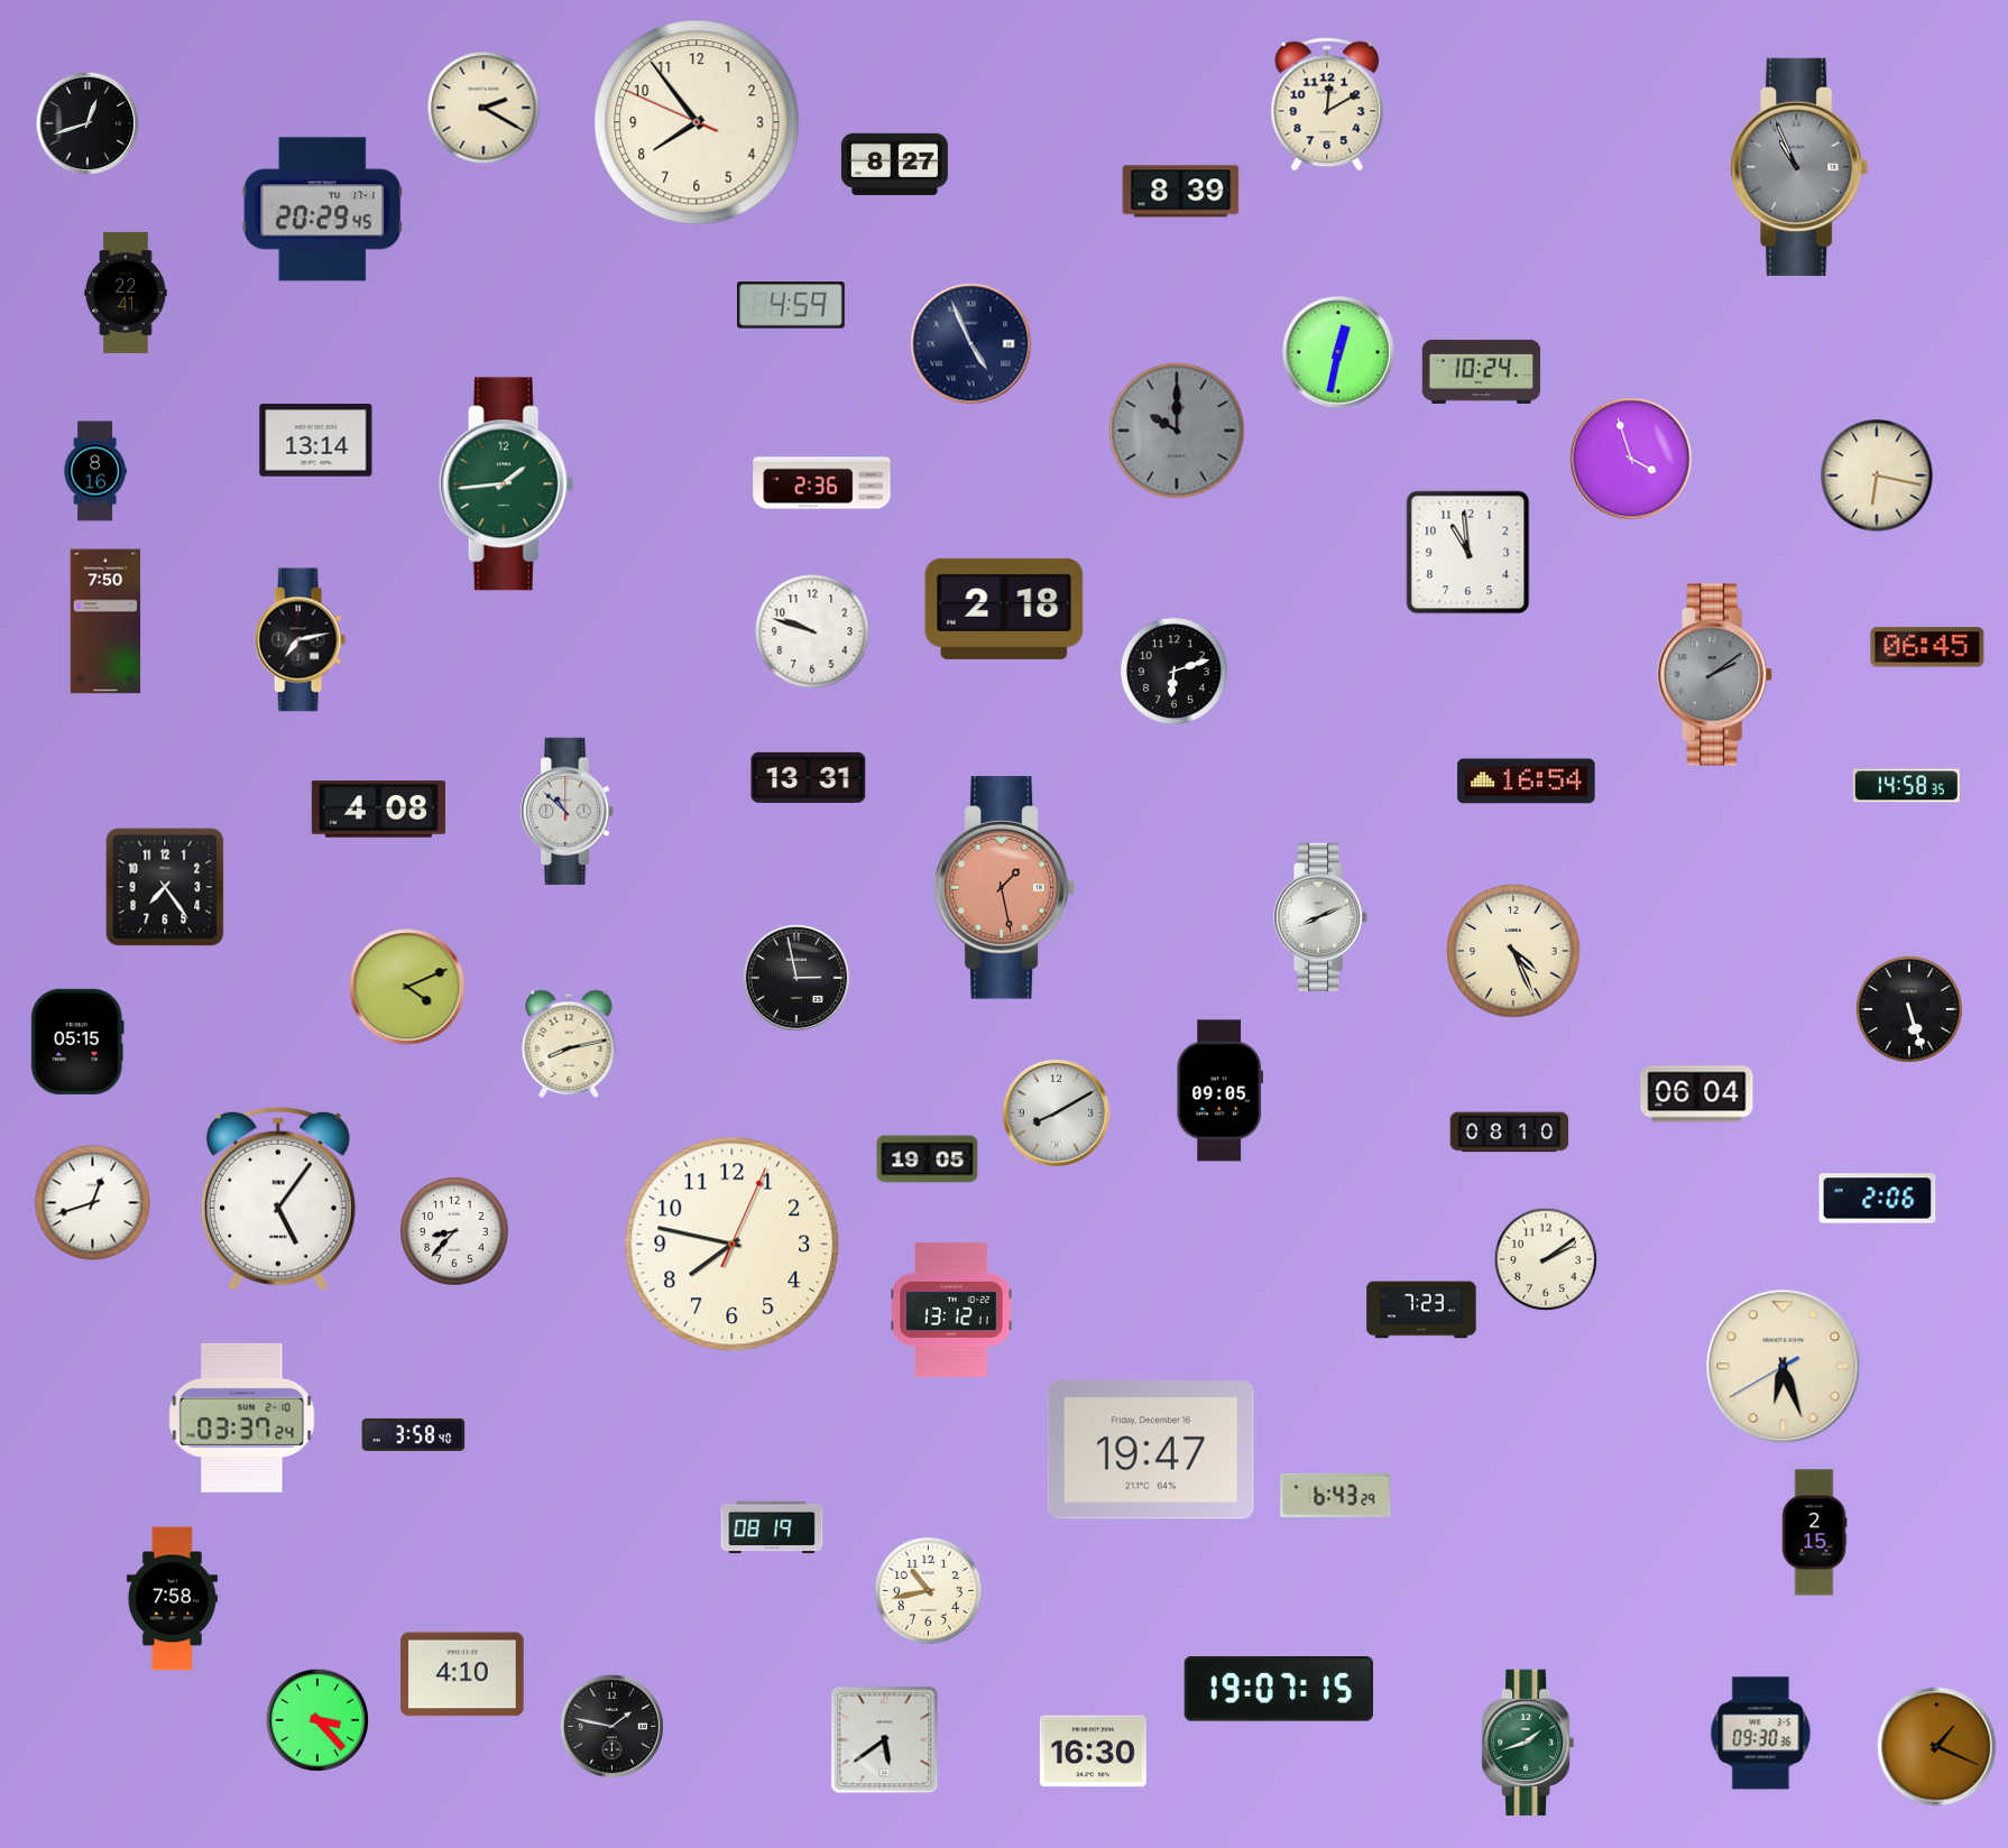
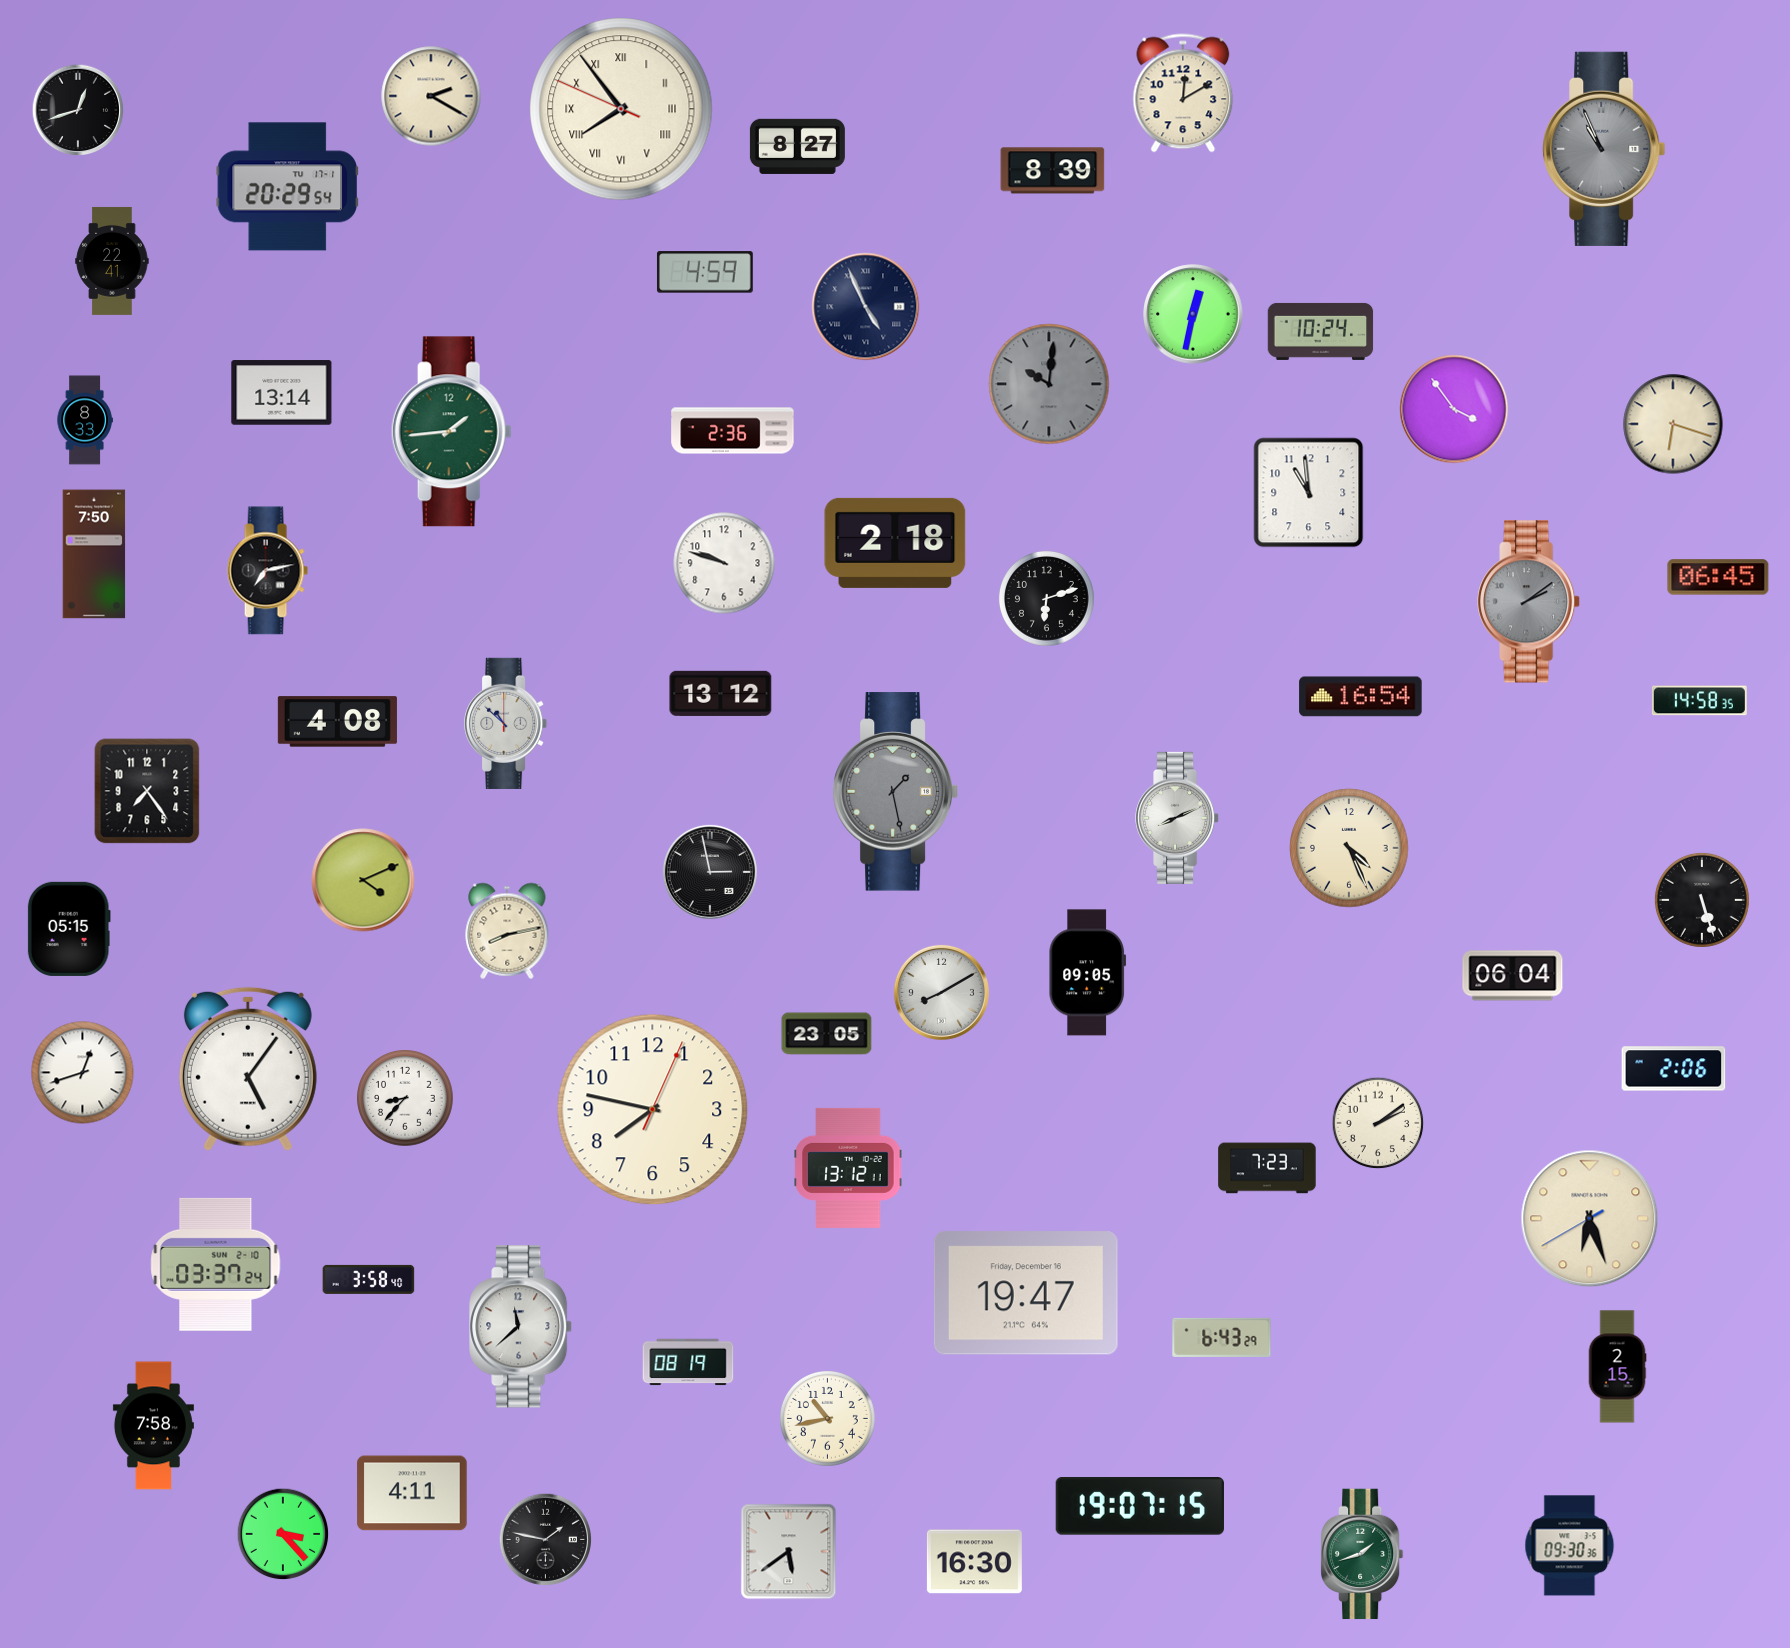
clock at (697, 122) numerals: Arabic -> Roman
clock at (322, 210): 20:29:45 -> 20:29:54
clock at (1177, 431): 10:00 -> 10:01
clock at (1631, 459): 3:57 -> 3:54
clock at (95, 471): 8:16 -> 8:33
clock at (1877, 475): 6:17 -> 6:18
clock at (809, 777): 13:31 -> 13:12
clock at (1004, 888) dial: salmon -> grey
clock at (1510, 1133): 08:10 -> none
clock at (928, 1159): 19:05 -> 23:05
clock at (521, 1327): none -> 11:38
clock at (1336, 1495) position: (1336, 1495) -> (1222, 1337)
clock at (462, 1674): 4:10 -> 4:11
clock at (1937, 1747): 1:19 -> none
